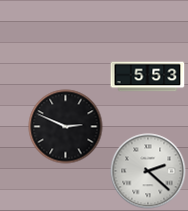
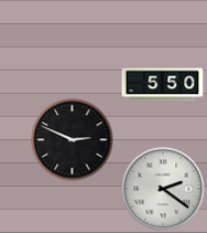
clock at (148, 77): 5:53 -> 5:50
clock at (148, 171): 2:22 -> 2:21
